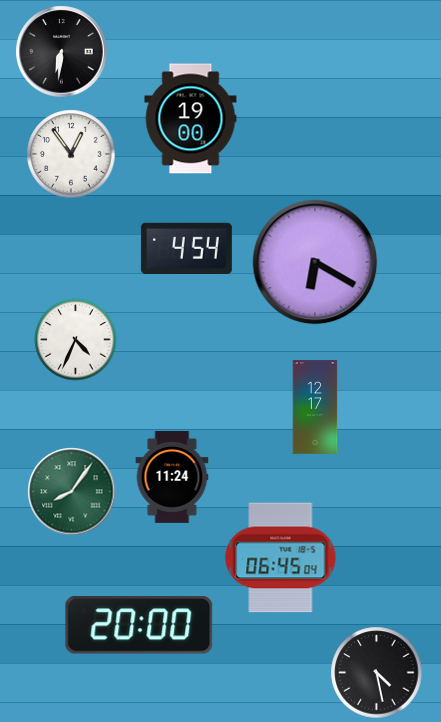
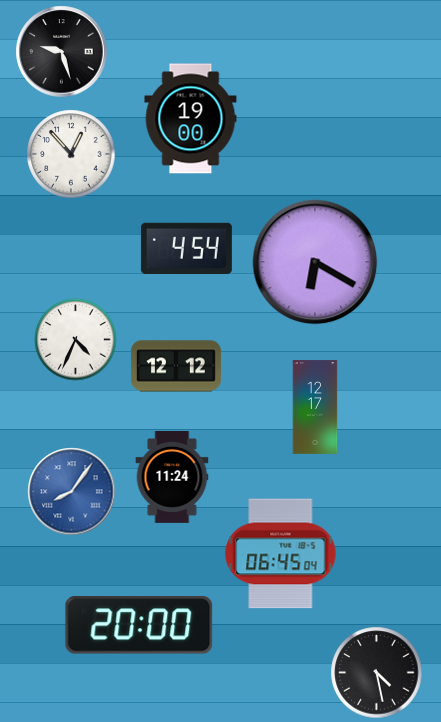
clock at (62, 52): 6:31 -> 9:27
clock at (71, 154): 12:54 -> 12:53
clock at (176, 366): none -> 12:12
clock at (72, 492) dial: green -> blue
clock at (281, 558) position: (281, 558) -> (281, 554)
